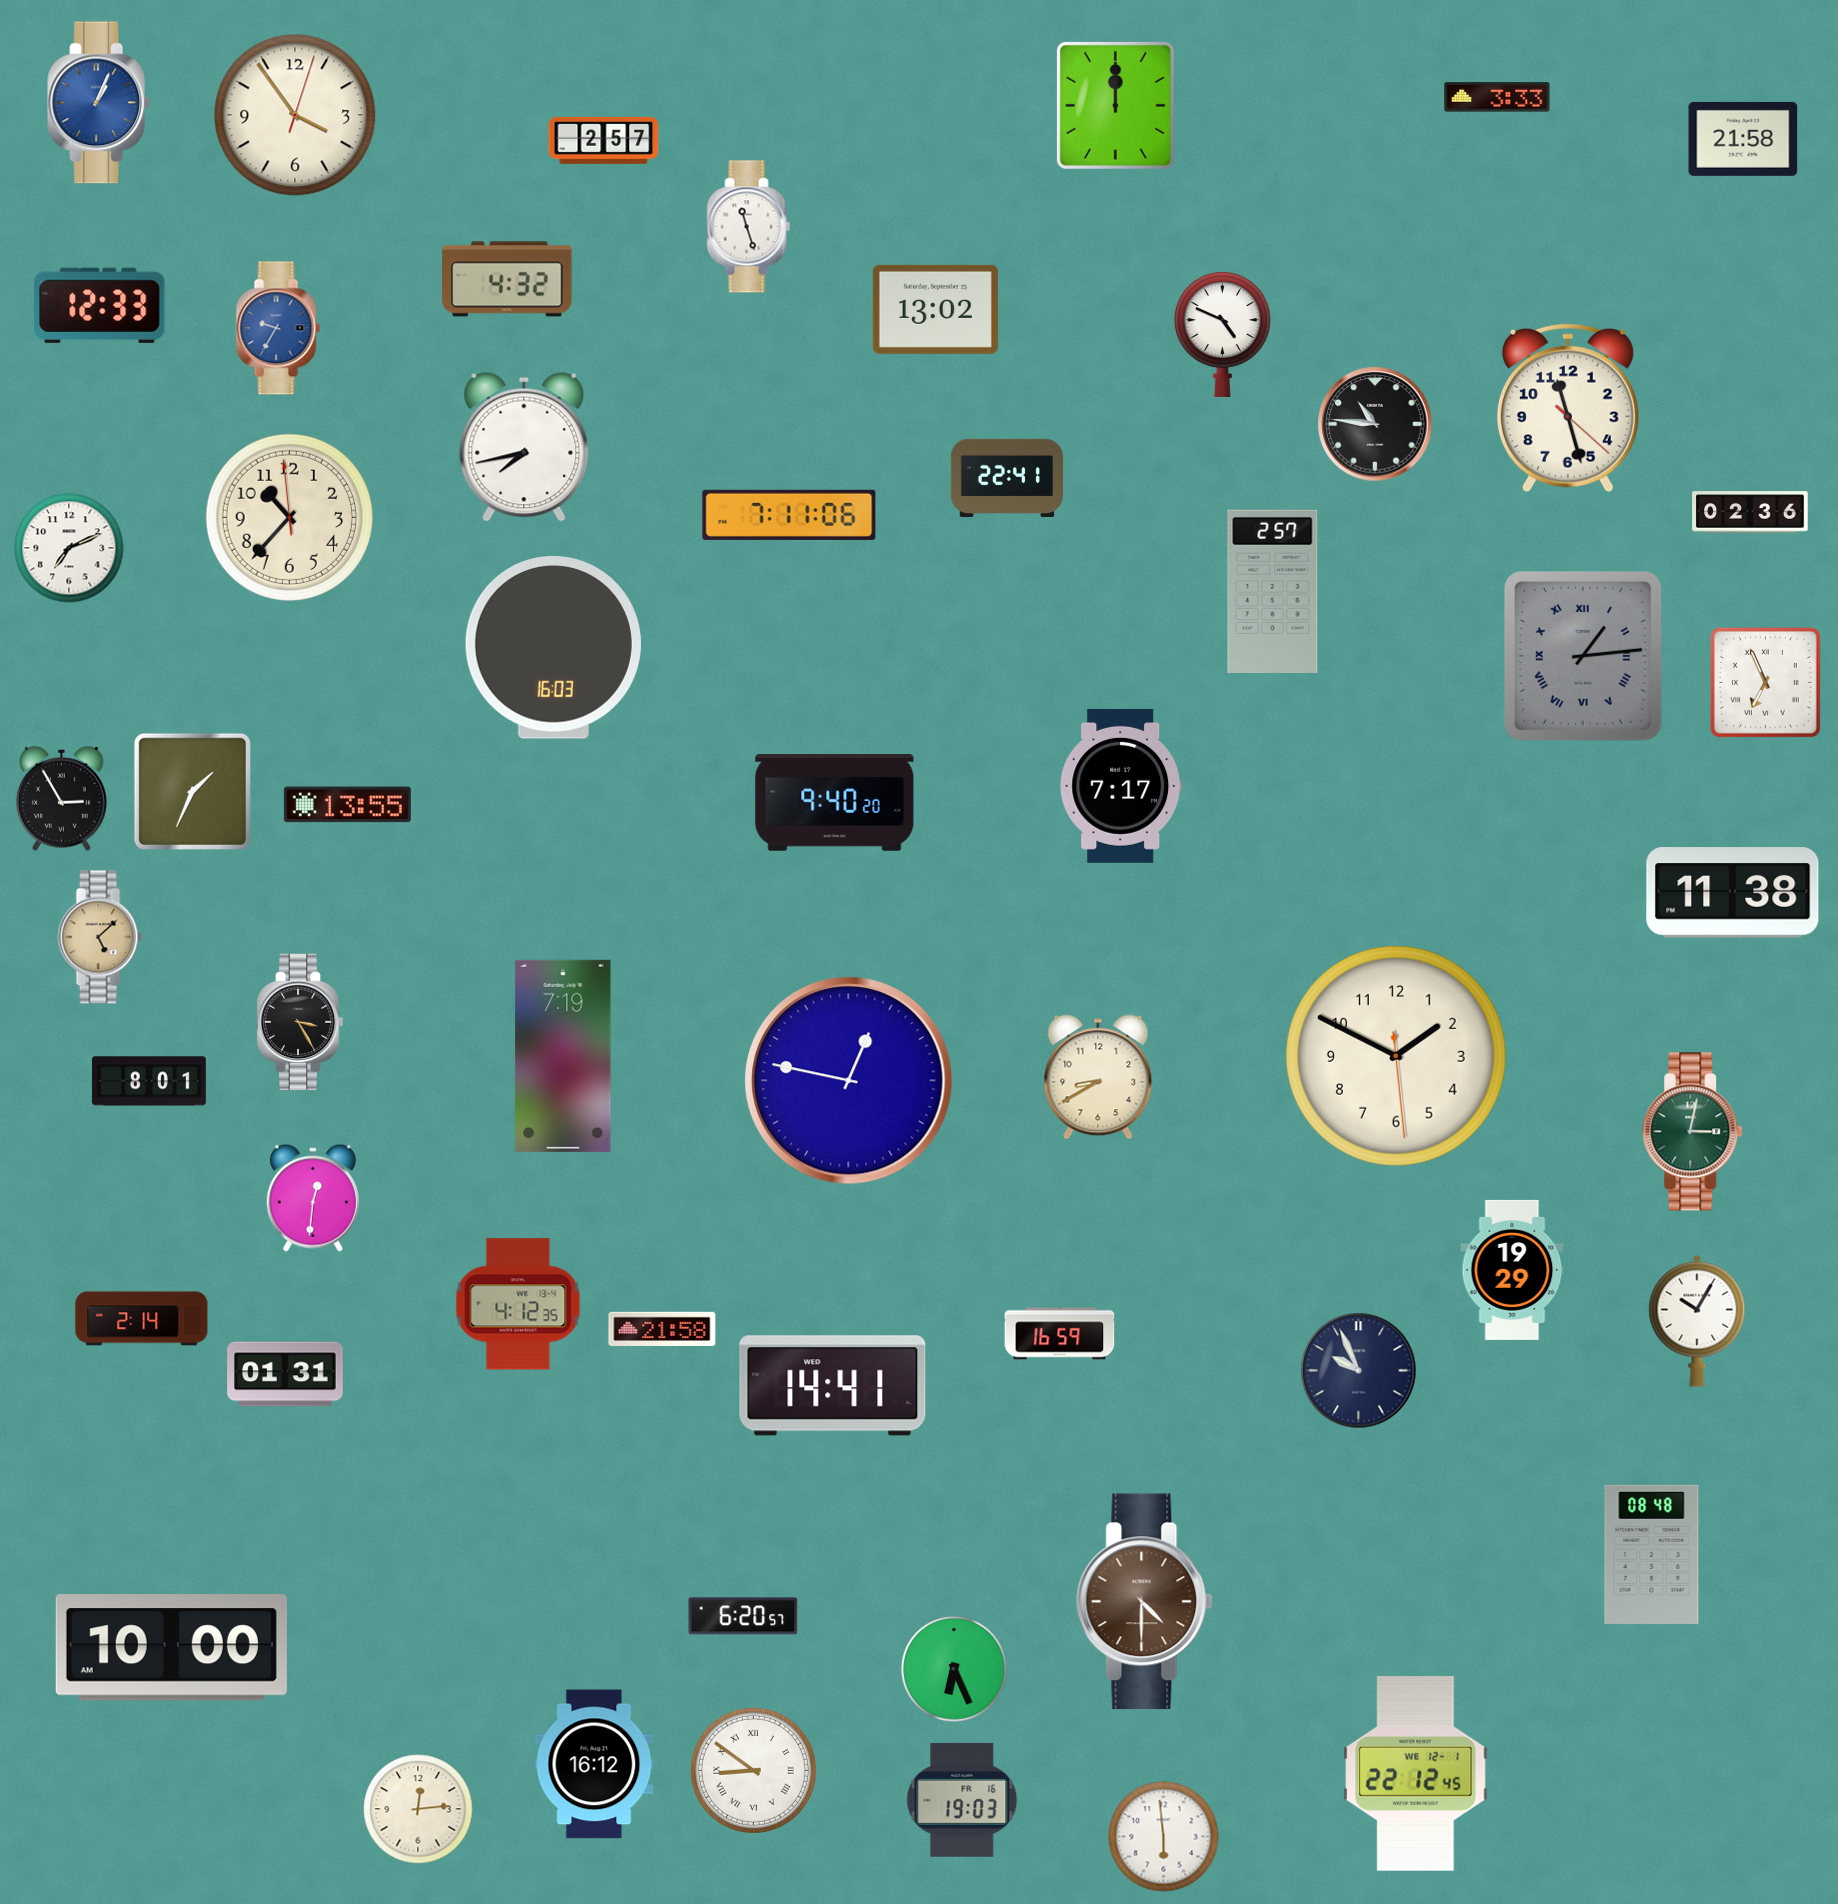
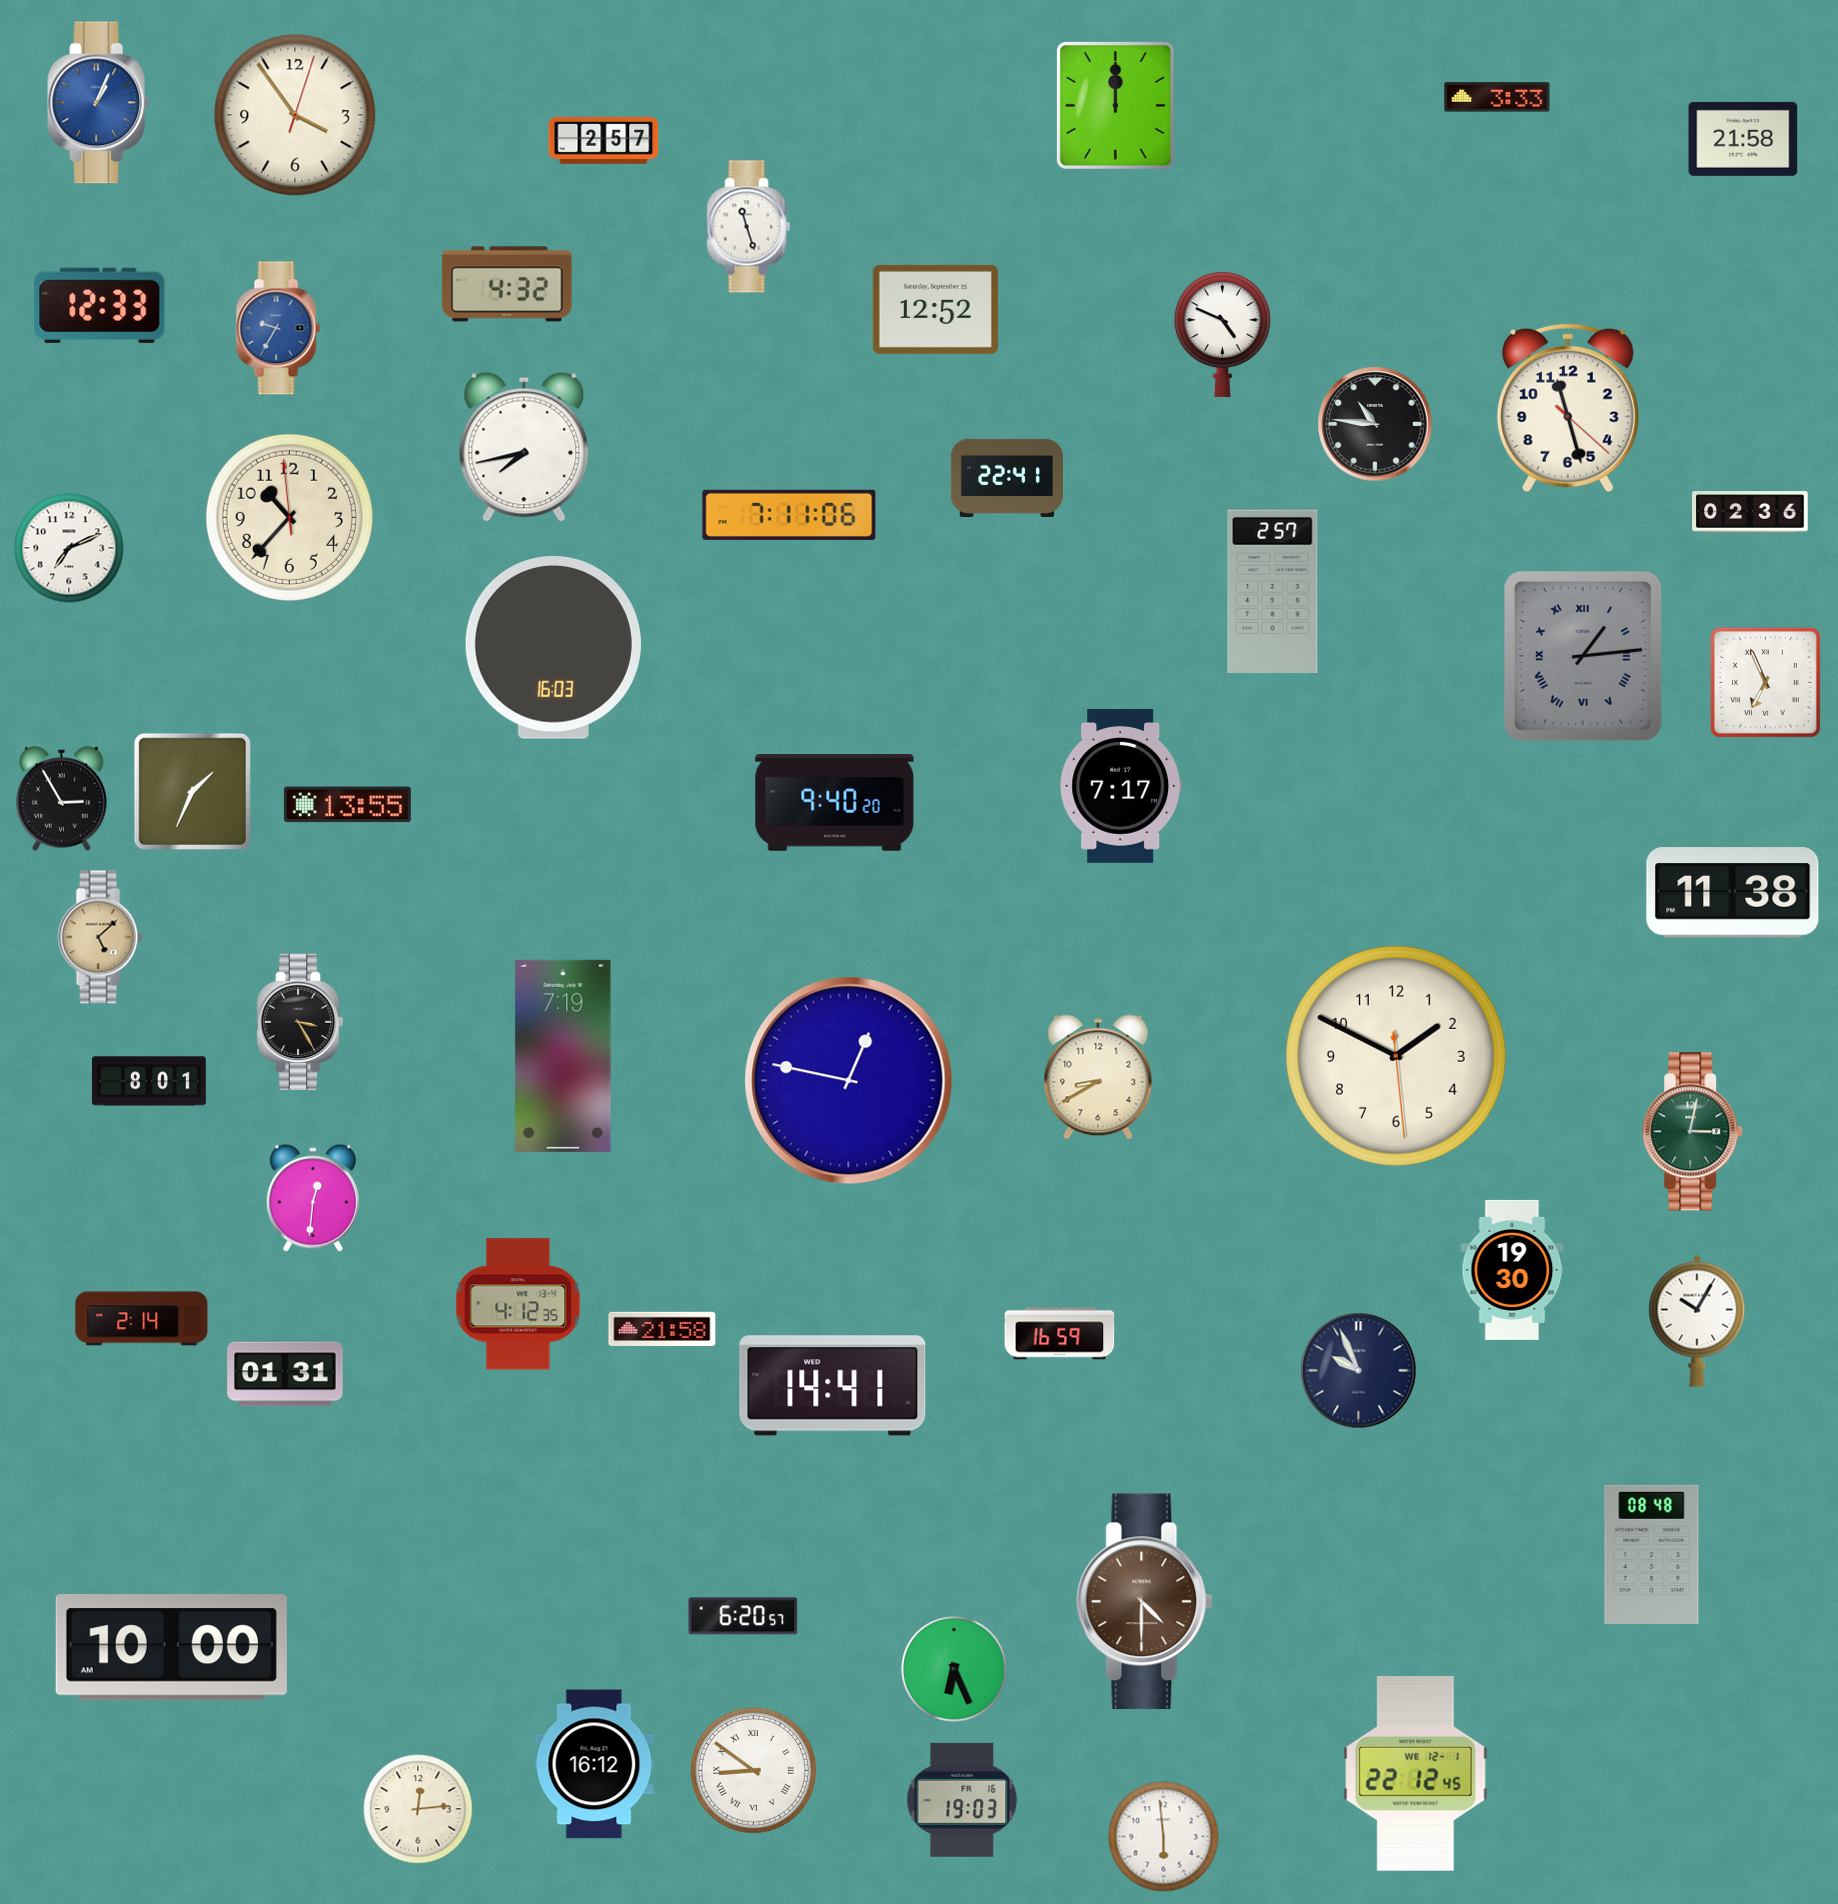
clock at (507, 279) position: (507, 279) -> (507, 284)
clock at (935, 309): 13:02 -> 12:52
clock at (1512, 1270): 19:29 -> 19:30
